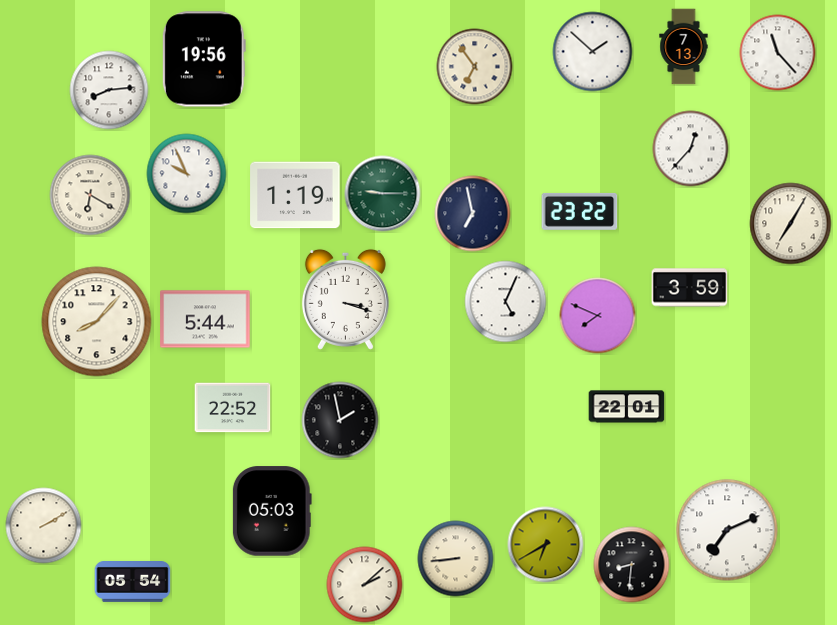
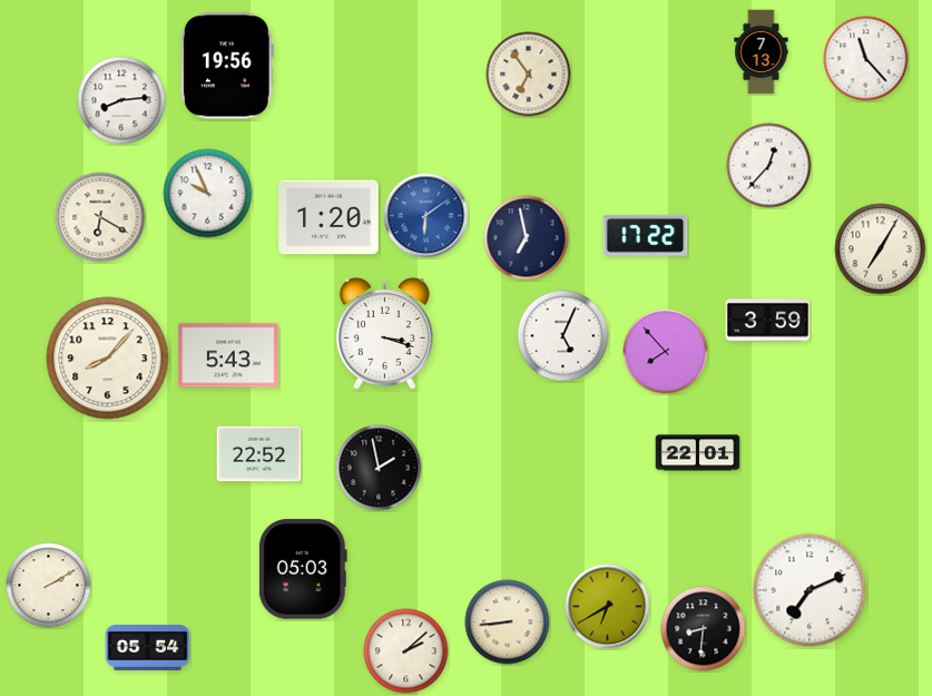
clock at (593, 52): 1:52 -> none
clock at (383, 194): 9:15 -> 6:09
clock at (383, 194) dial: green -> blue
clock at (295, 195): 1:19 -> 1:20
clock at (580, 211): 23:22 -> 17:22
clock at (598, 316): 7:49 -> 7:53
clock at (205, 319): 5:44 -> 5:43
